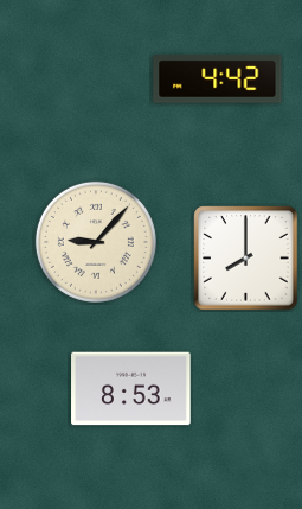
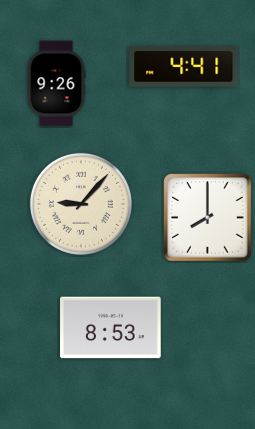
clock at (218, 79): 4:42 -> 4:41
clock at (56, 84): none -> 9:26
